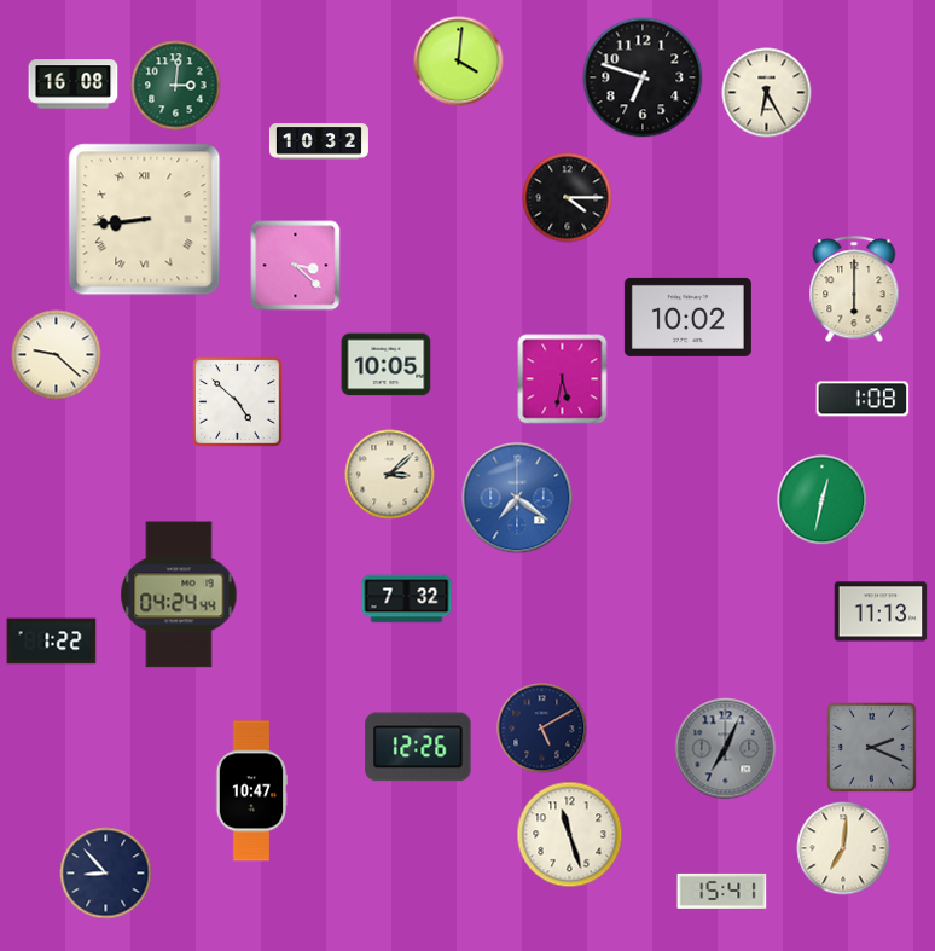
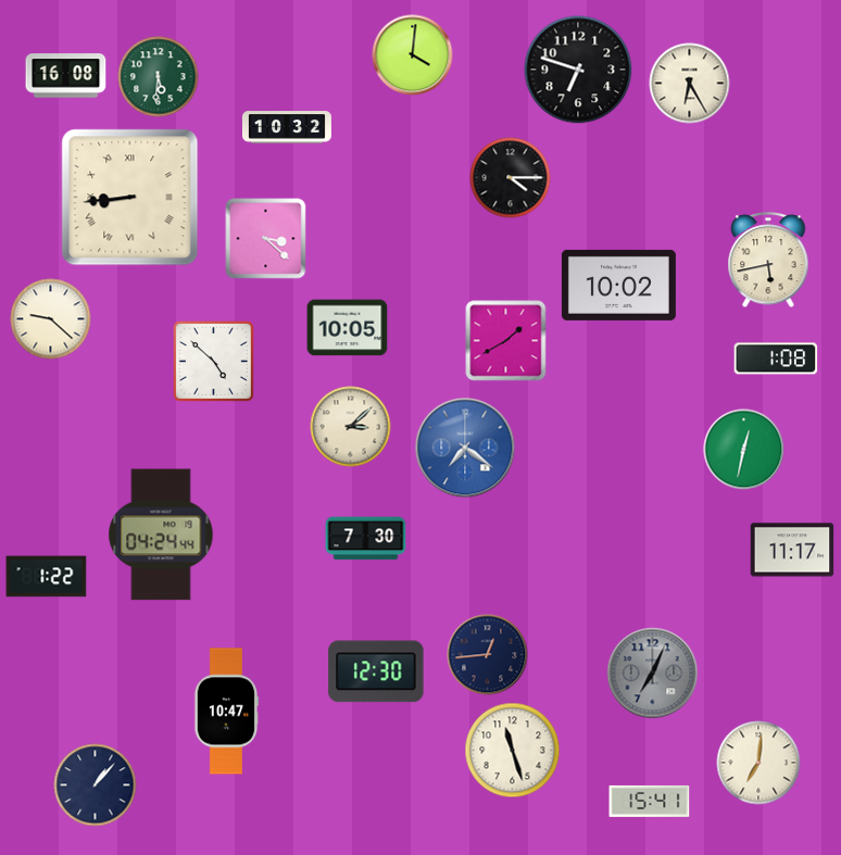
clock at (176, 86): 3:01 -> 5:31
clock at (854, 290): 6:00 -> 5:43
clock at (563, 379): 5:32 -> 1:40
clock at (823, 500) position: (823, 500) -> (744, 450)
clock at (407, 599): 7:32 -> 7:30
clock at (881, 611): 11:13 -> 11:17
clock at (542, 729): 5:10 -> 12:44
clock at (418, 747): 12:26 -> 12:30
clock at (872, 748): 2:19 -> none
clock at (106, 874): 8:53 -> 1:07
